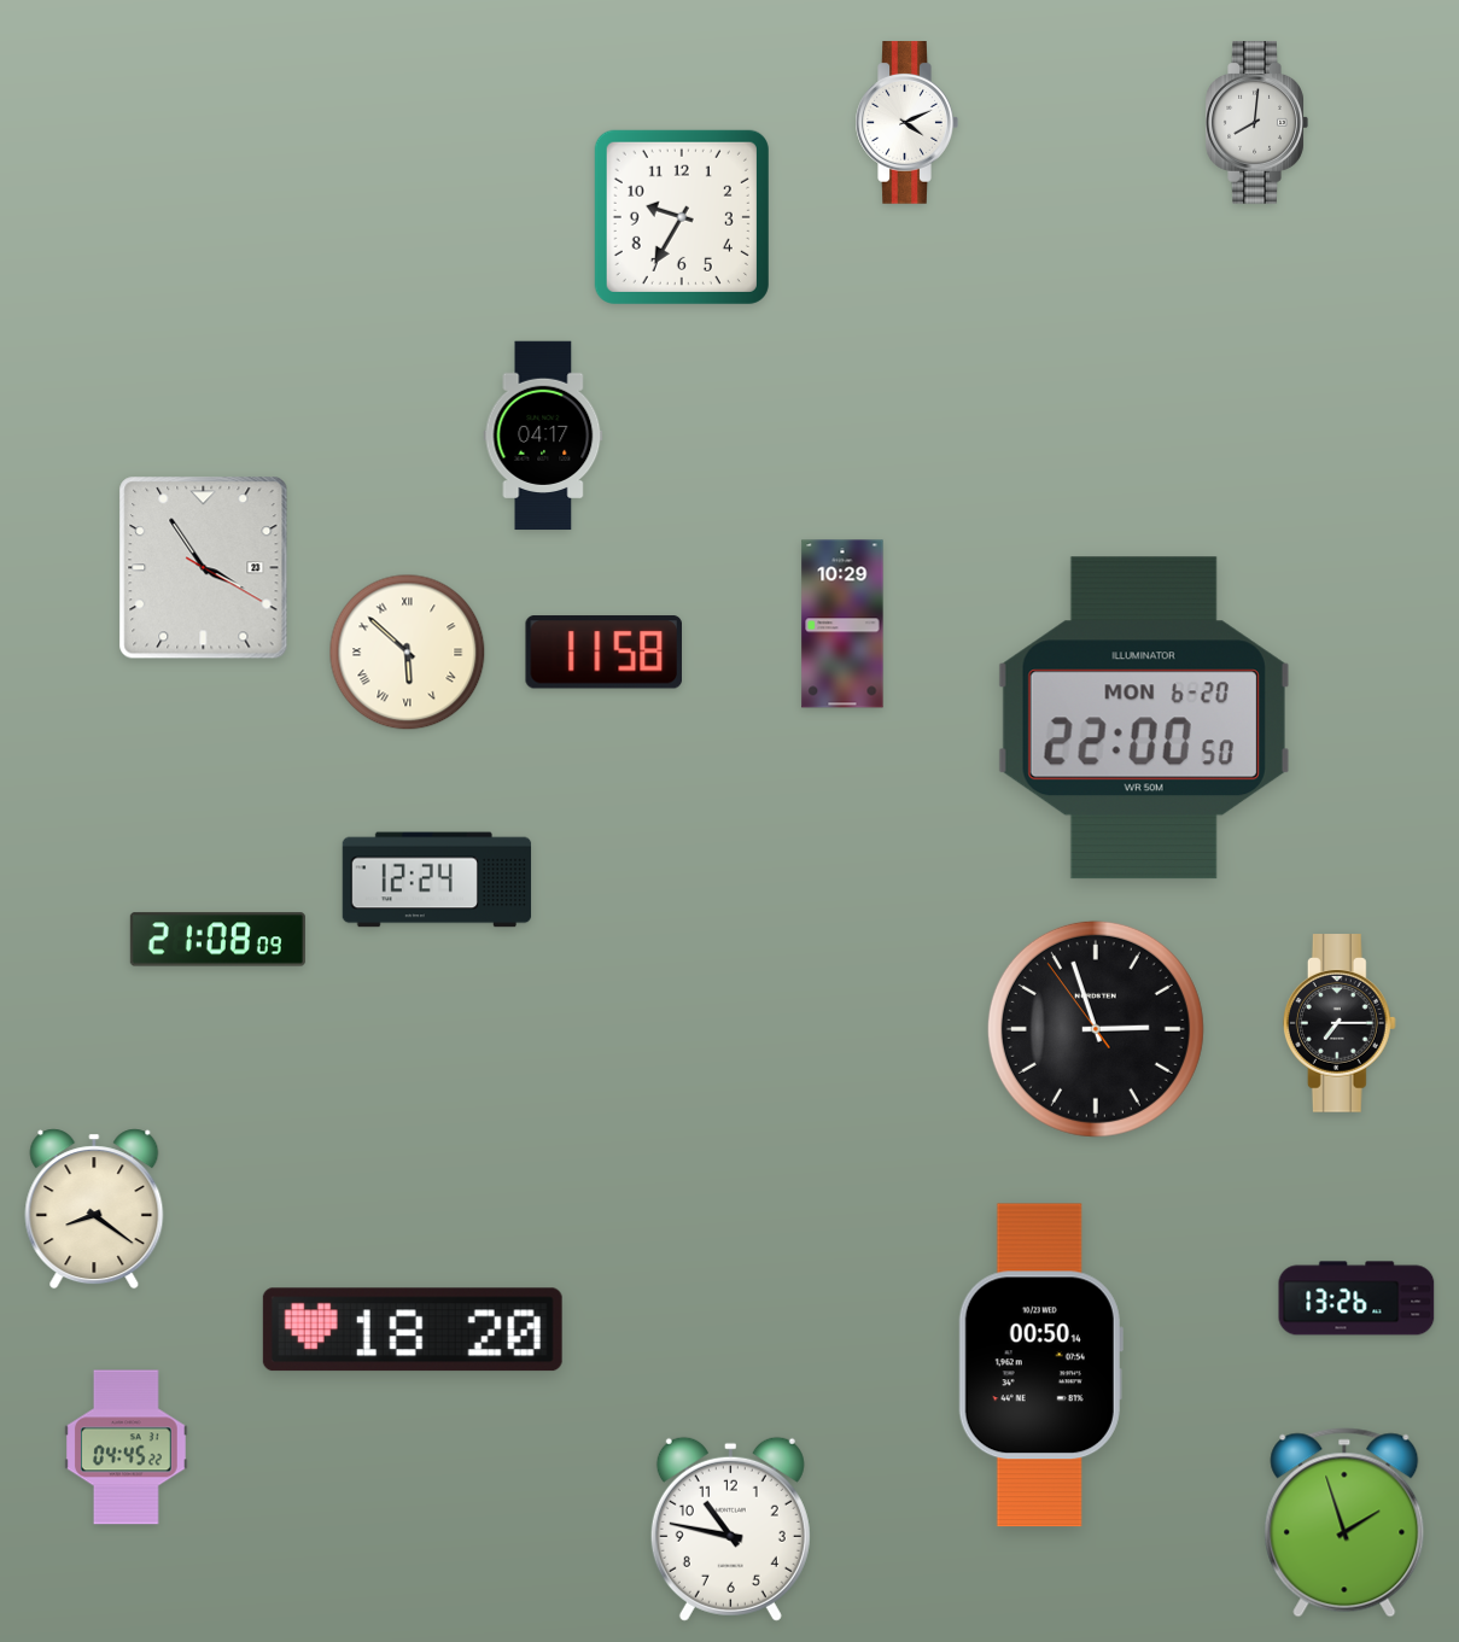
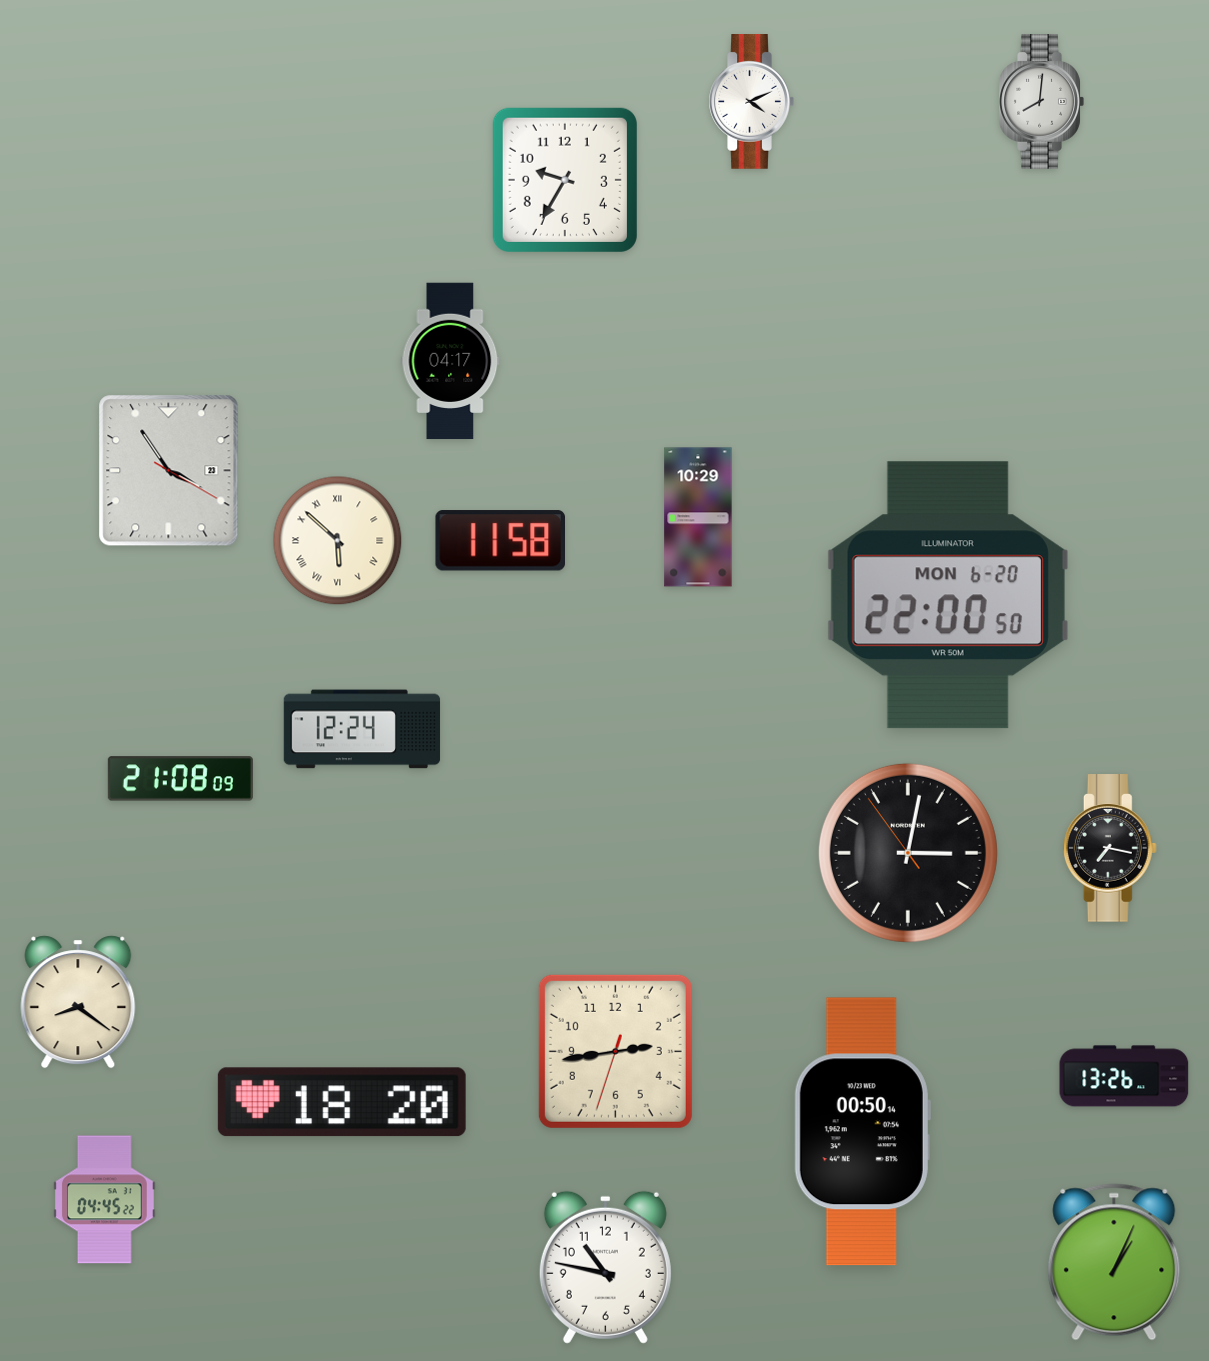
clock at (1340, 1023): 7:15 -> 7:17
clock at (1096, 1029): 2:56 -> 3:01
clock at (615, 1051): none -> 2:43
clock at (1344, 1523): 1:57 -> 1:04
